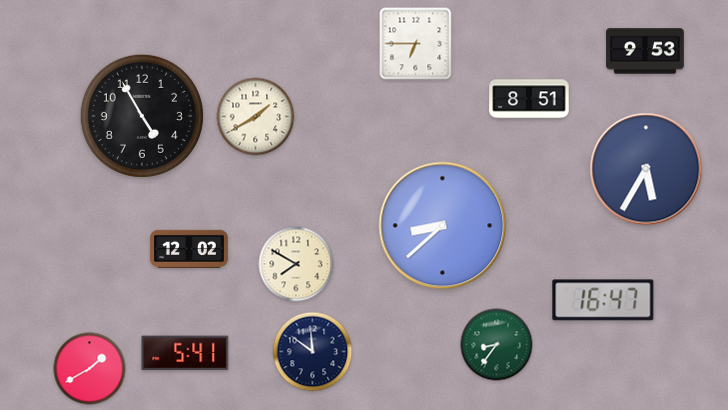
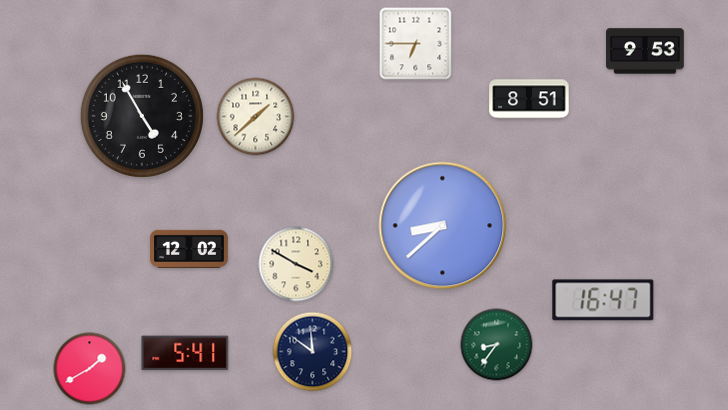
clock at (256, 117): 1:40 -> 1:38
clock at (646, 169): 5:35 -> none
clock at (296, 264): 7:50 -> 3:50
